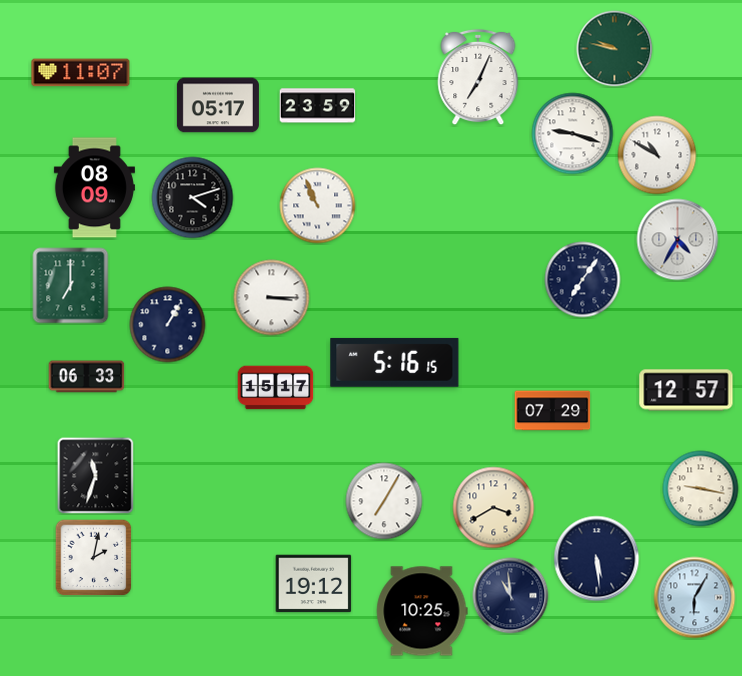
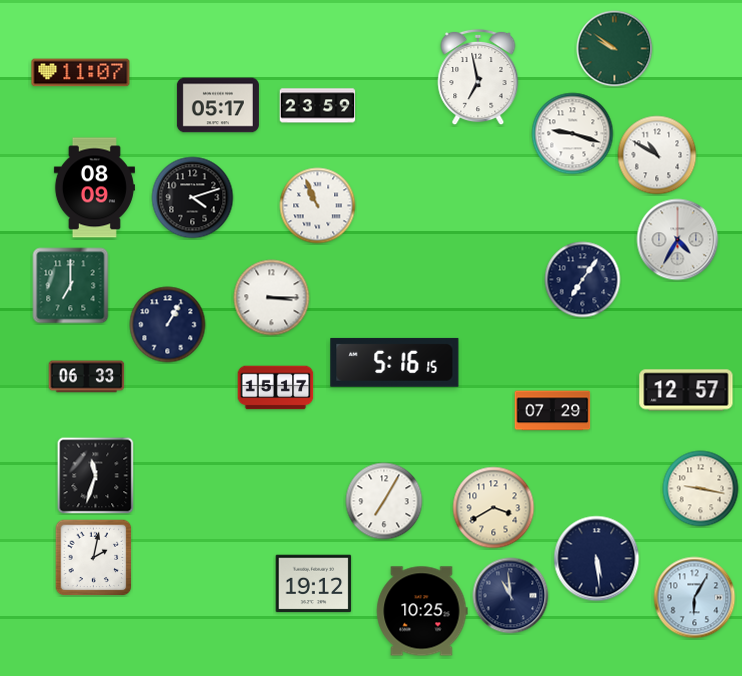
clock at (615, 49): 9:47 -> 9:51
clock at (478, 77): 7:04 -> 6:58
